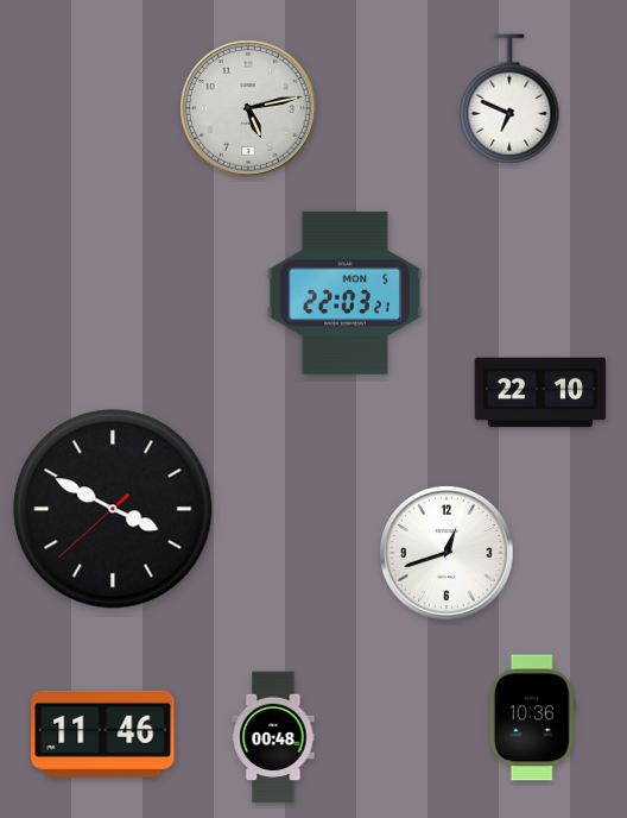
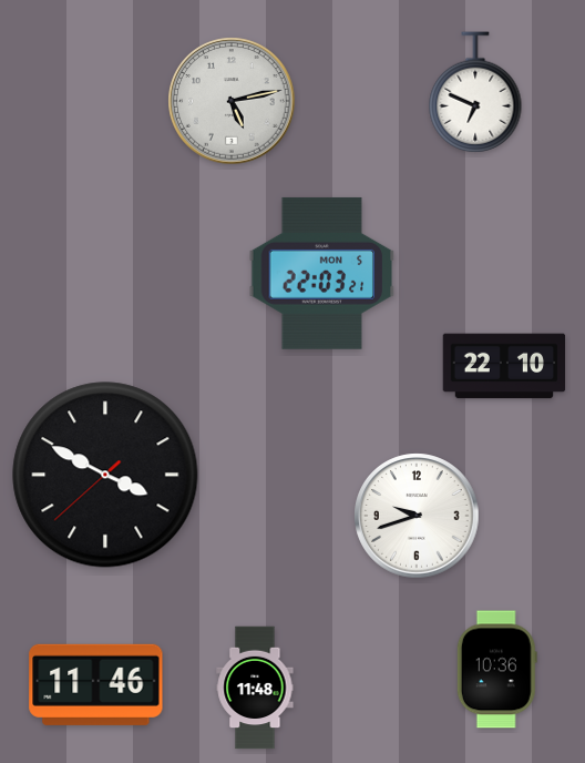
clock at (446, 553): 12:42 -> 9:42
clock at (273, 737): 00:48 -> 11:48
